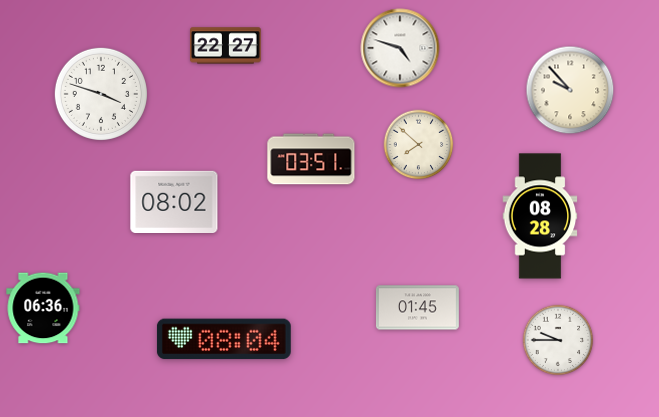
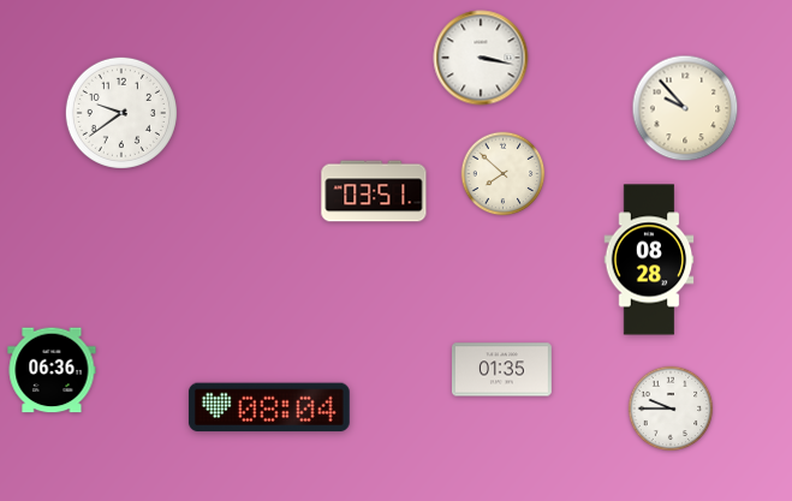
clock at (226, 46): 22:27 -> none
clock at (400, 48): 4:48 -> 3:17
clock at (101, 94): 3:48 -> 9:39
clock at (174, 201): 08:02 -> none
clock at (417, 308): 01:45 -> 01:35
